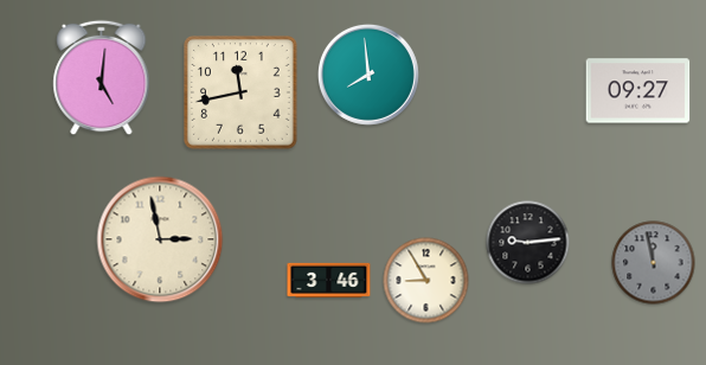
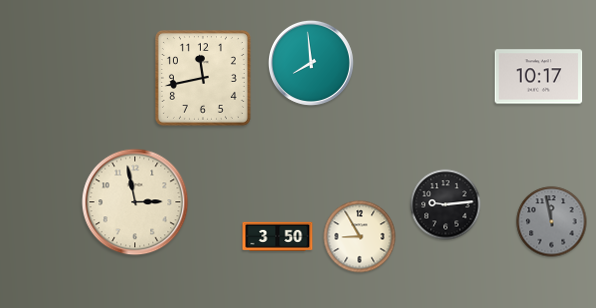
clock at (102, 78): 5:01 -> none
clock at (638, 91): 09:27 -> 10:17
clock at (329, 280): 3:46 -> 3:50
